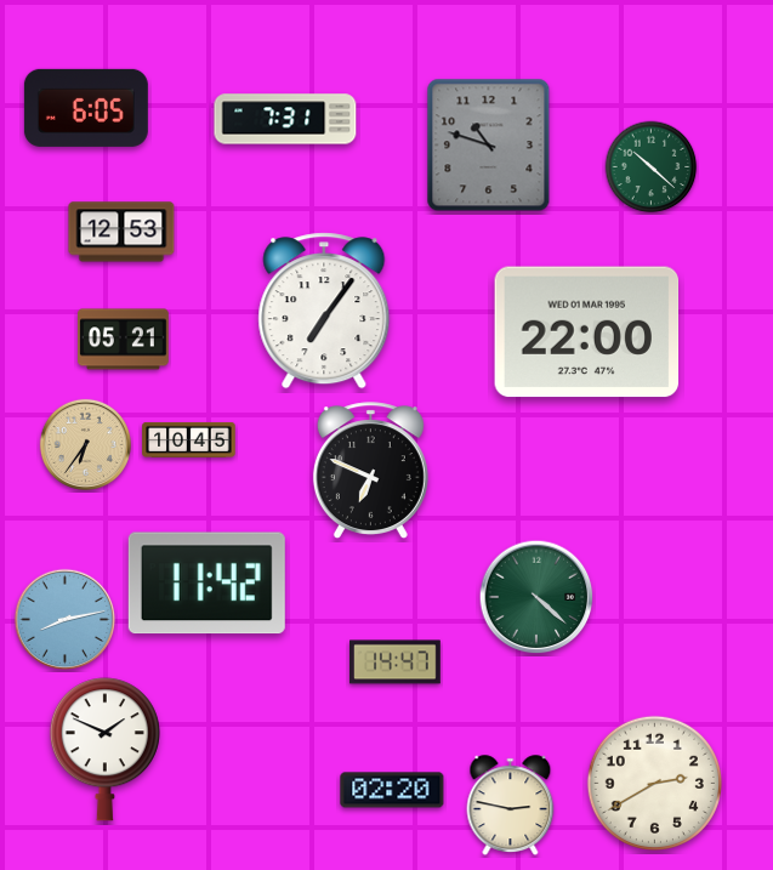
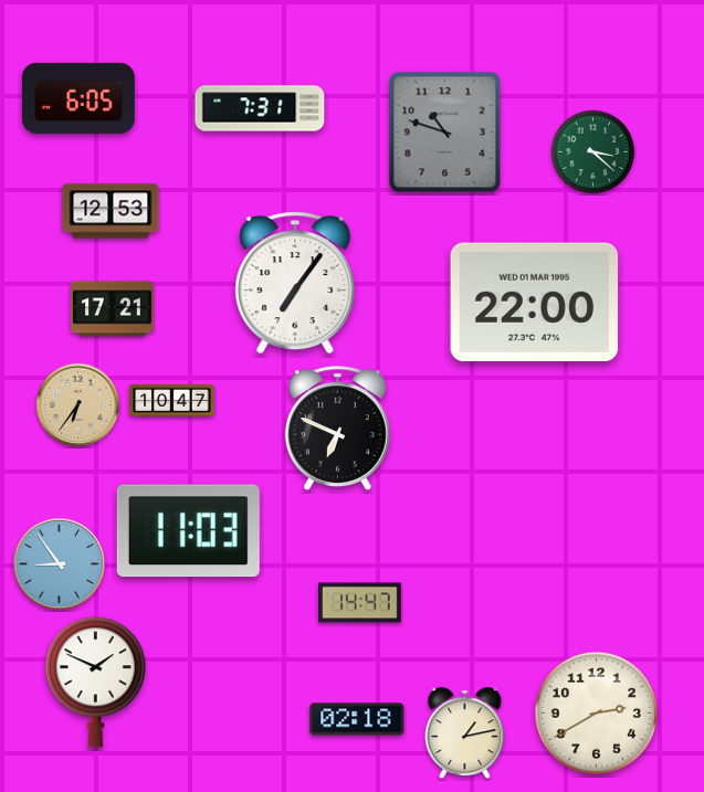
clock at (652, 167): 10:22 -> 3:22
clock at (124, 340): 05:21 -> 17:21
clock at (189, 439): 10:45 -> 10:47
clock at (206, 584): 11:42 -> 11:03
clock at (536, 597): 4:22 -> none
clock at (66, 620): 8:13 -> 8:54
clock at (392, 790): 02:20 -> 02:18
clock at (511, 806): 2:47 -> 1:13
